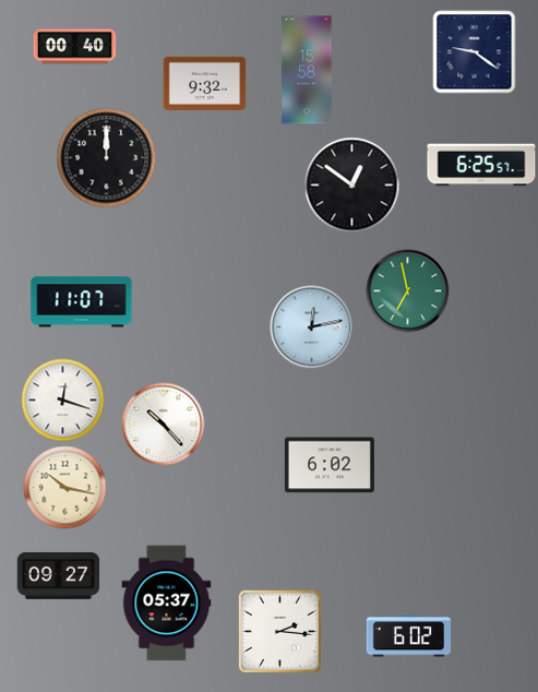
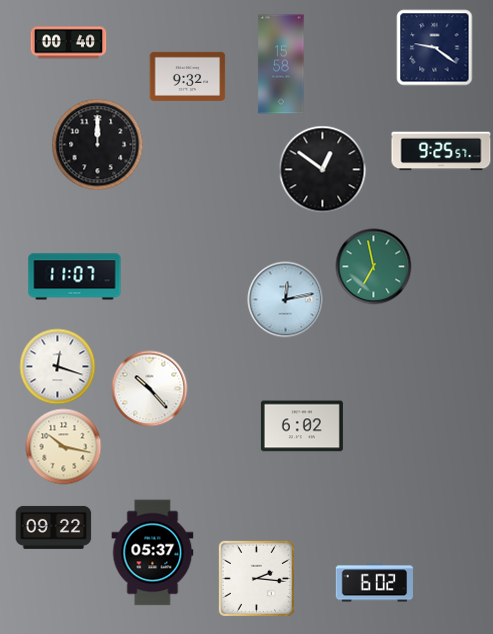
clock at (481, 165): 6:25 -> 9:25
clock at (65, 488) position: (65, 488) -> (64, 447)
clock at (59, 575): 09:27 -> 09:22
